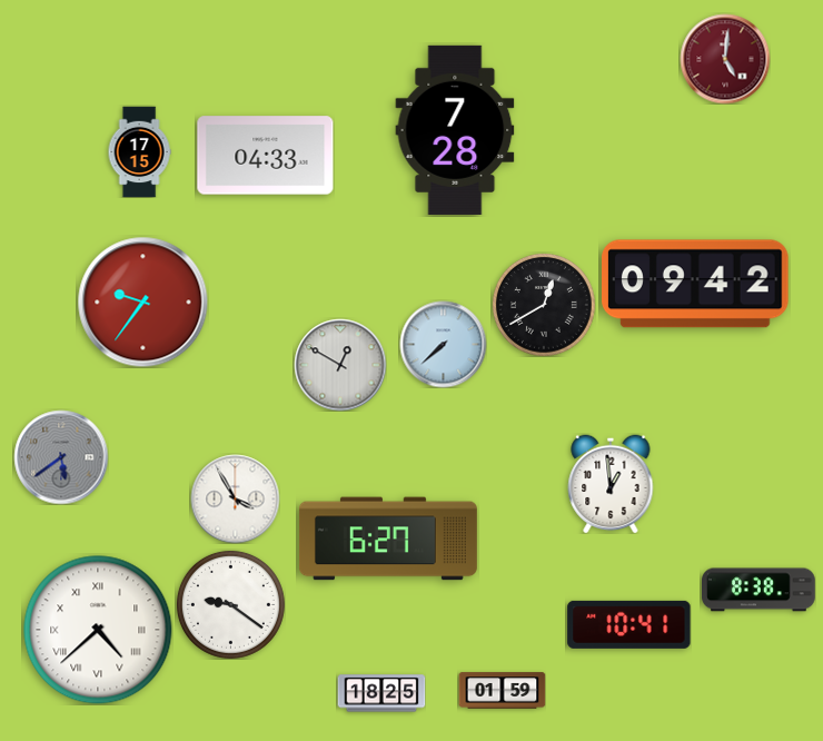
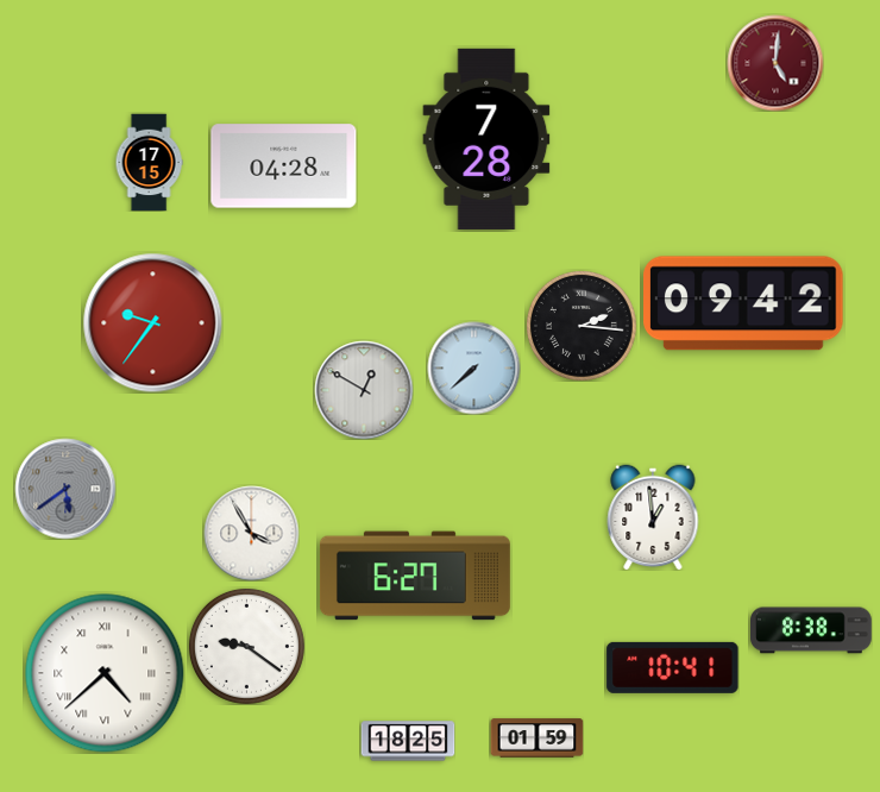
clock at (266, 156): 04:33 -> 04:28
clock at (544, 305): 12:40 -> 2:16
